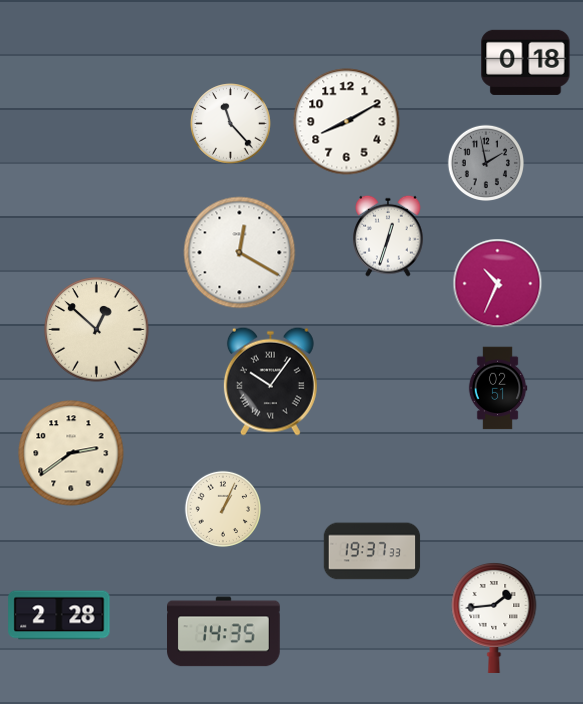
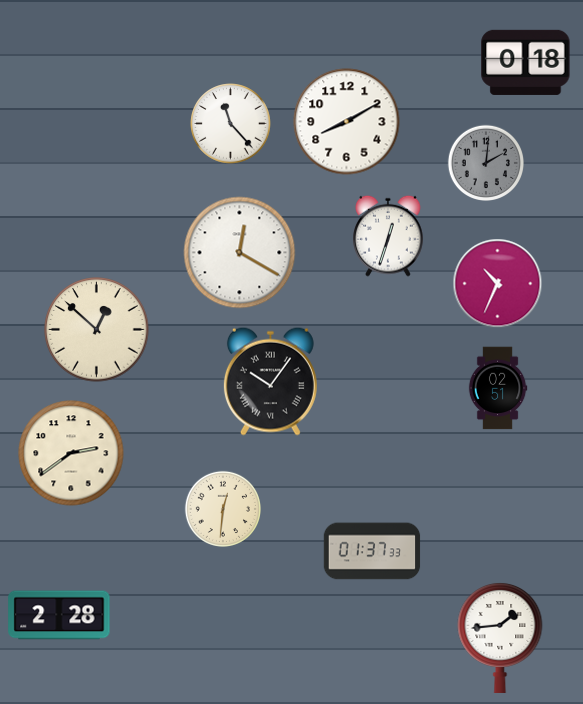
clock at (485, 162): 1:58 -> 2:01
clock at (222, 508): 1:04 -> 12:31
clock at (372, 551): 19:37 -> 01:37
clock at (494, 617) position: (494, 617) -> (500, 637)
clock at (224, 632): 14:35 -> none
